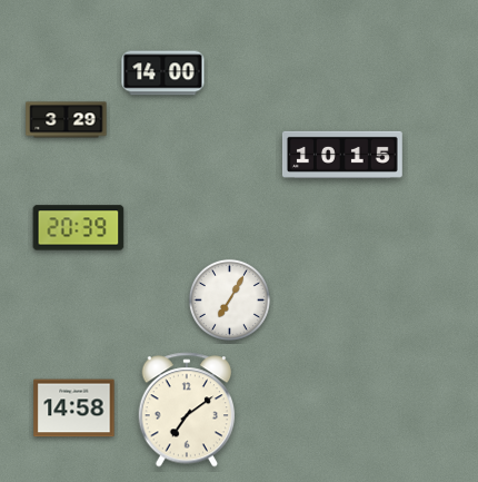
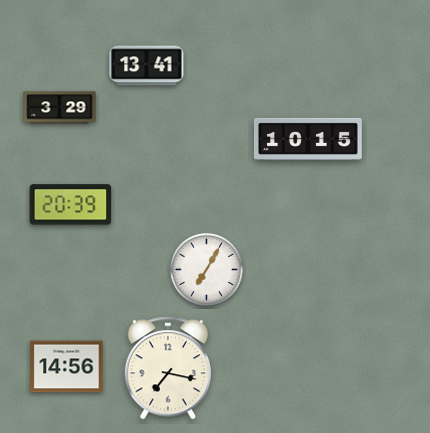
clock at (163, 73): 14:00 -> 13:41
clock at (74, 409): 14:58 -> 14:56
clock at (187, 410): 7:09 -> 7:17
